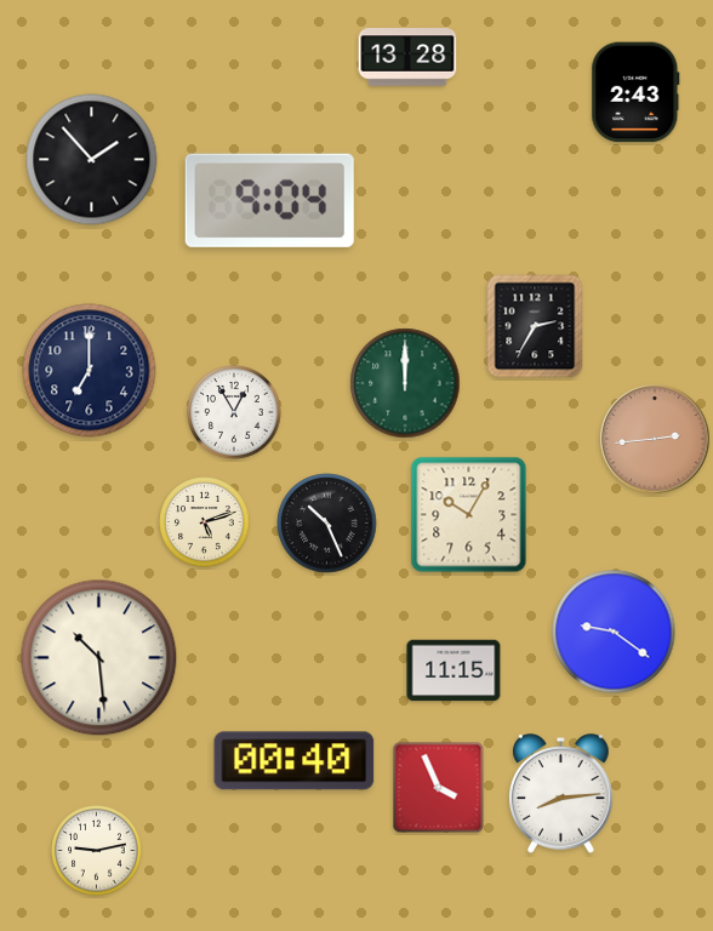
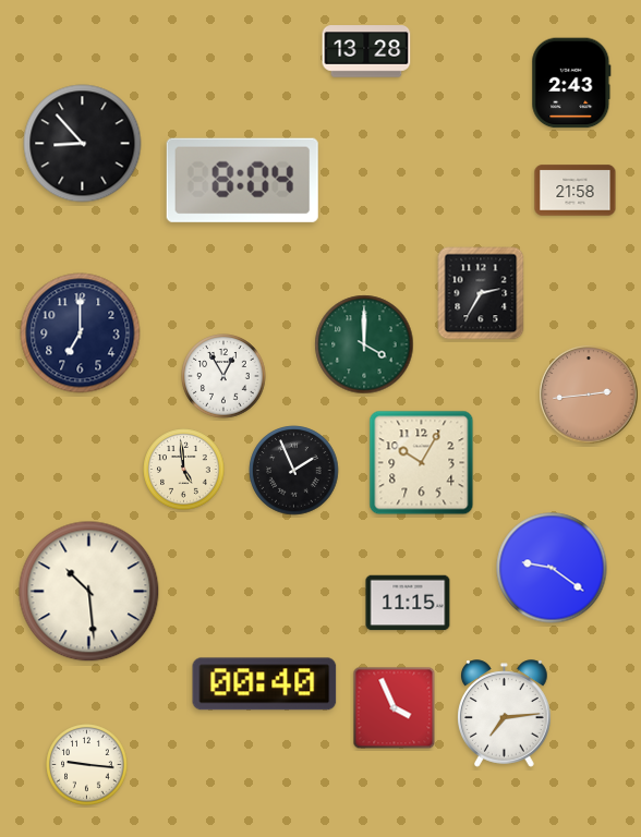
clock at (92, 160): 1:53 -> 8:53
clock at (269, 200): 9:04 -> 8:04
clock at (576, 191): none -> 21:58
clock at (405, 383): 12:00 -> 4:00
clock at (234, 412) position: (234, 412) -> (223, 376)
clock at (205, 522): 5:12 -> 4:59
clock at (327, 524): 10:26 -> 1:56
clock at (561, 794): 8:14 -> 7:14
clock at (97, 851): 9:13 -> 9:16
